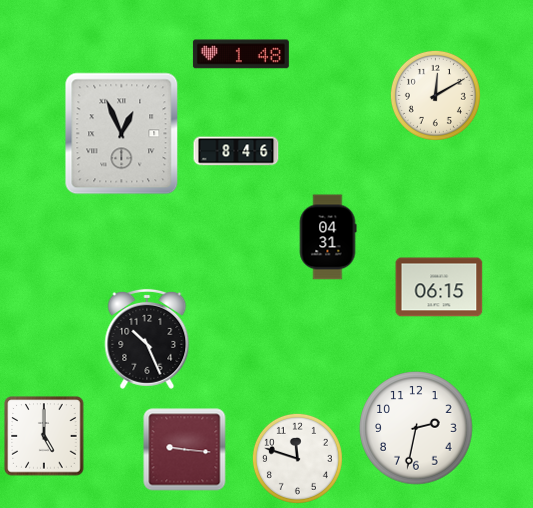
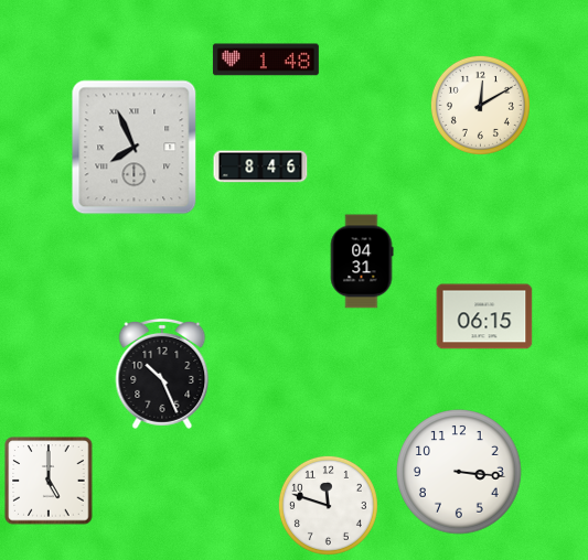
clock at (122, 134): 12:56 -> 7:56
clock at (416, 428): 2:32 -> 3:16
clock at (185, 450): 9:16 -> none
